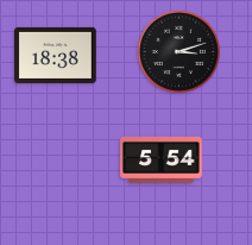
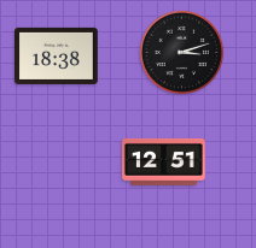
clock at (162, 161): 5:54 -> 12:51
